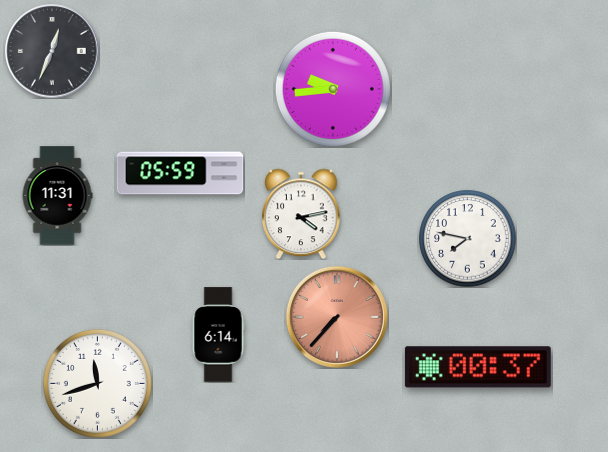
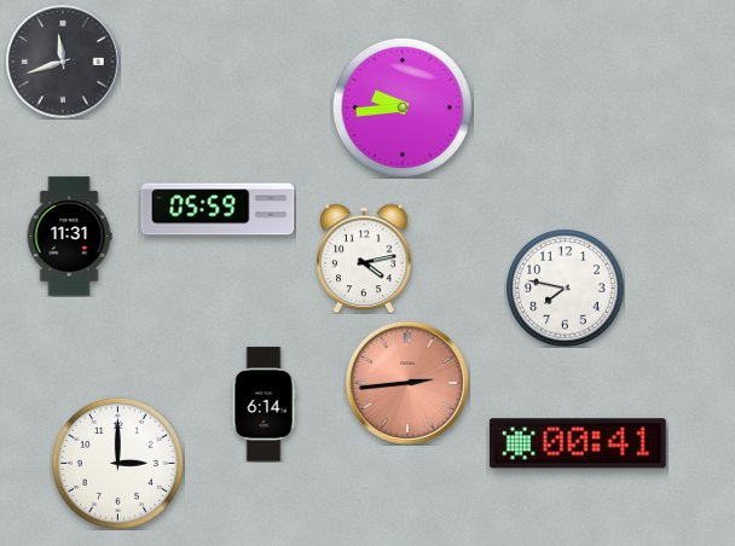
clock at (52, 51): 12:34 -> 11:42
clock at (337, 317): 7:37 -> 2:44
clock at (478, 367): 00:37 -> 00:41
clock at (97, 383): 11:42 -> 3:00
